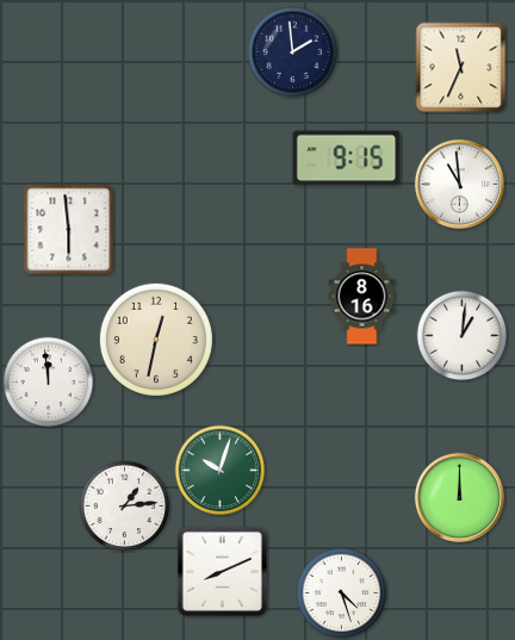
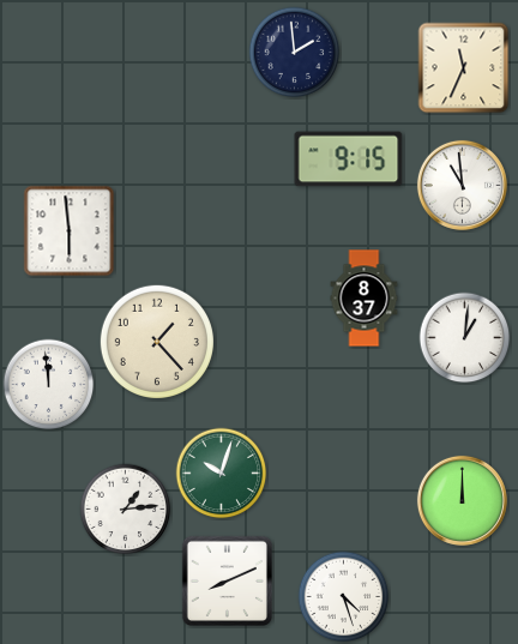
clock at (362, 297): 8:16 -> 8:37
clock at (156, 340): 12:32 -> 1:23
clock at (222, 571) position: (222, 571) -> (227, 580)
